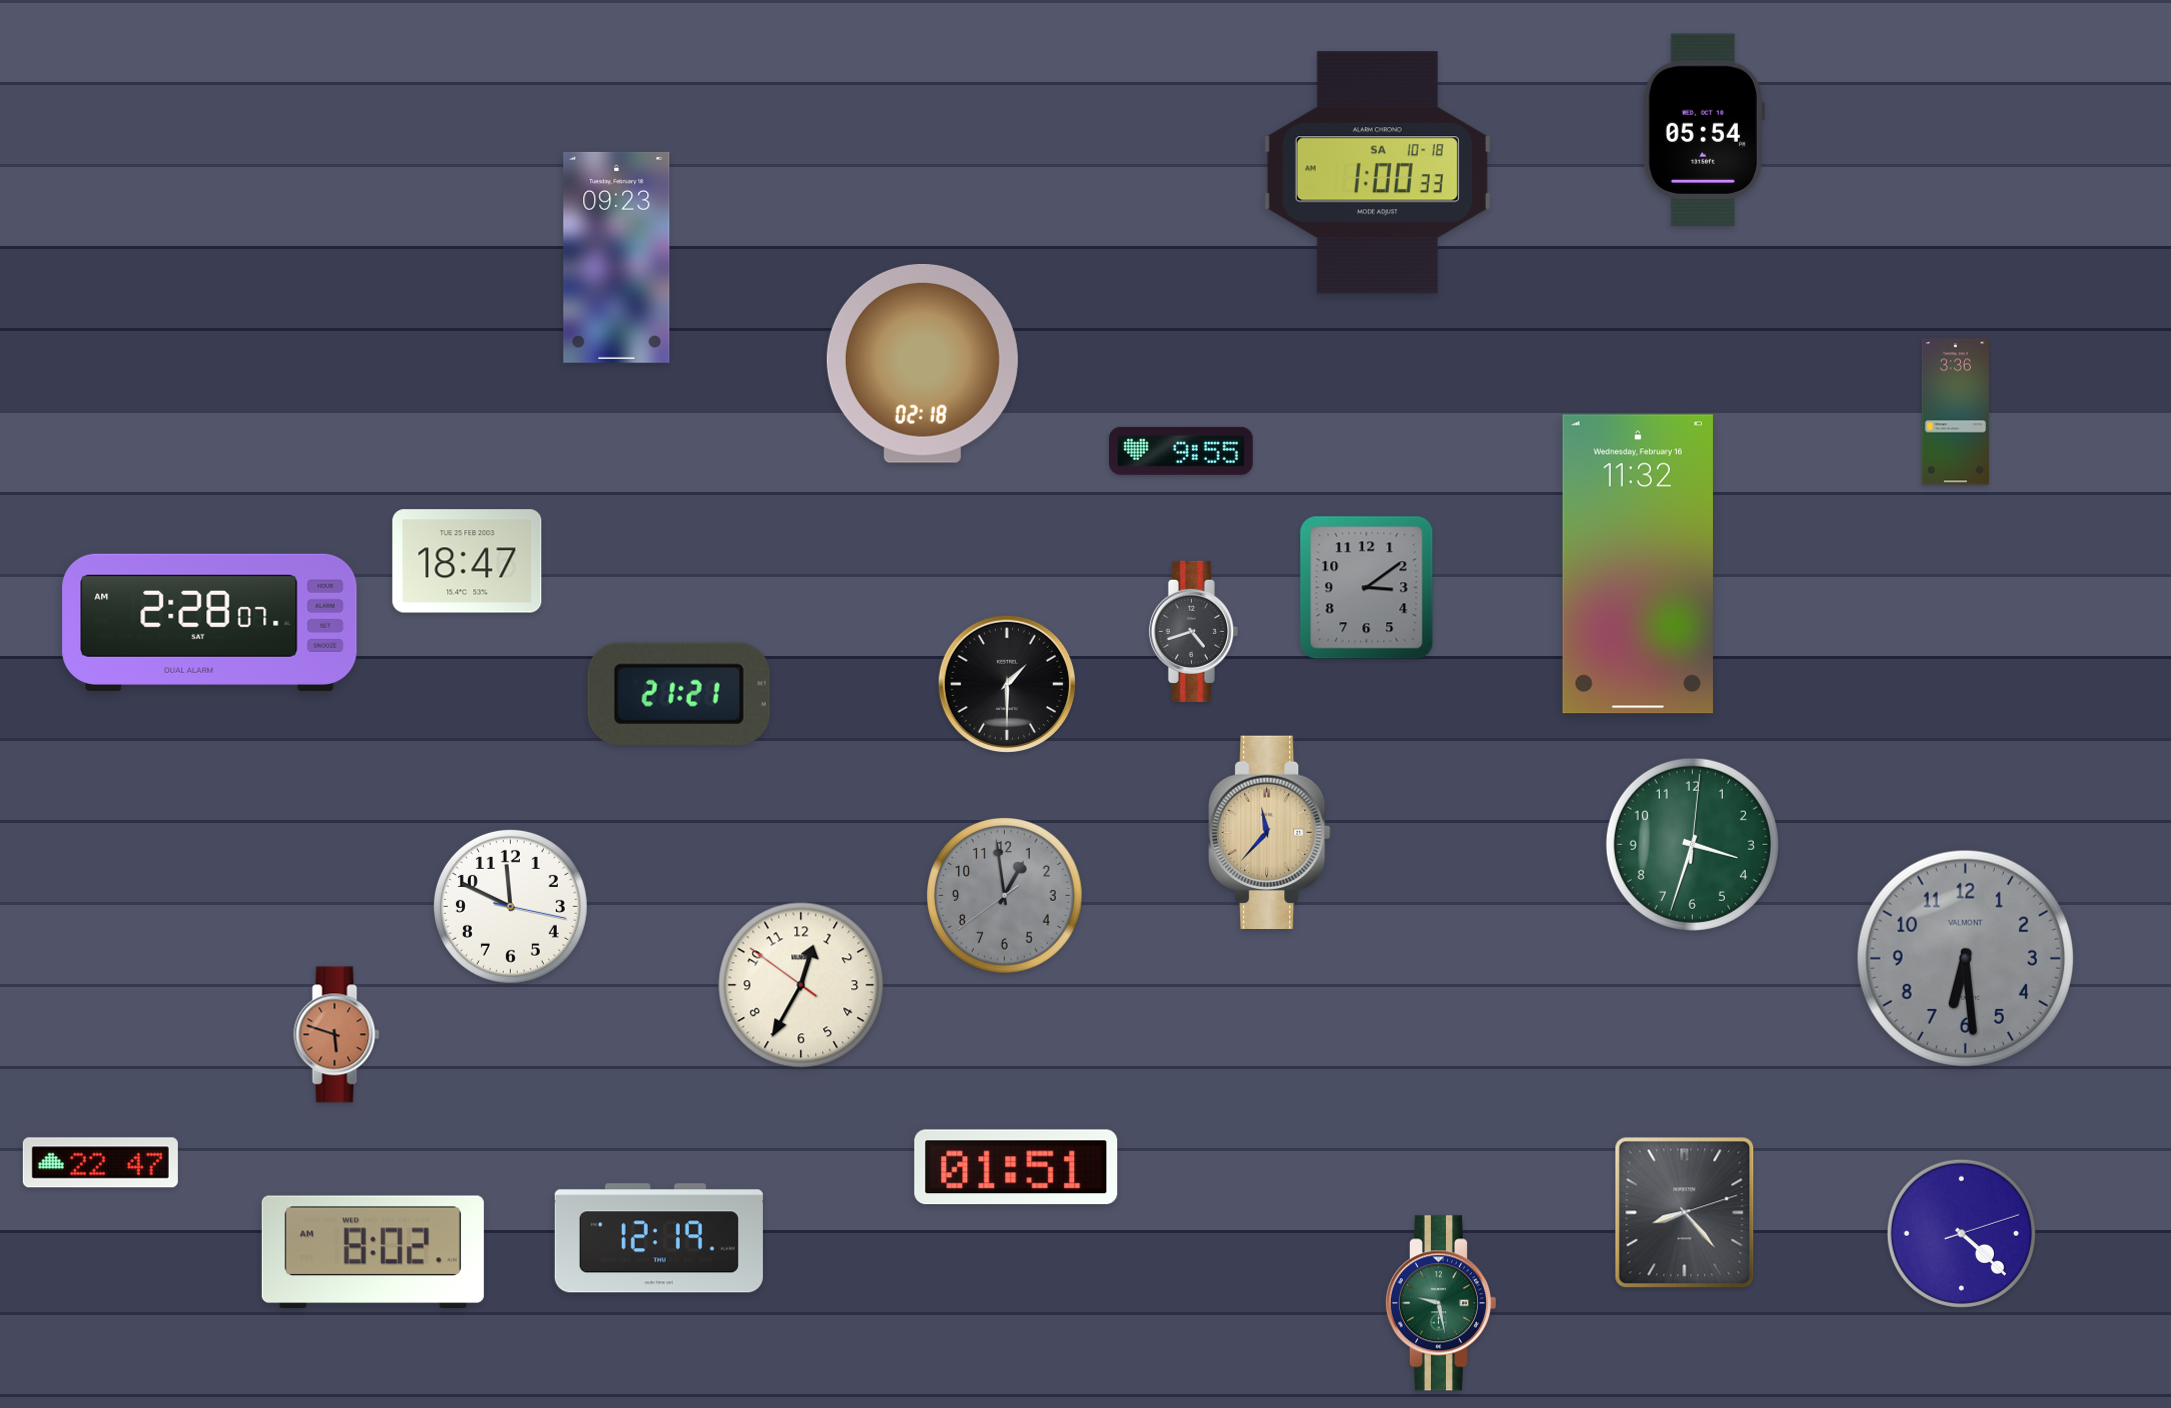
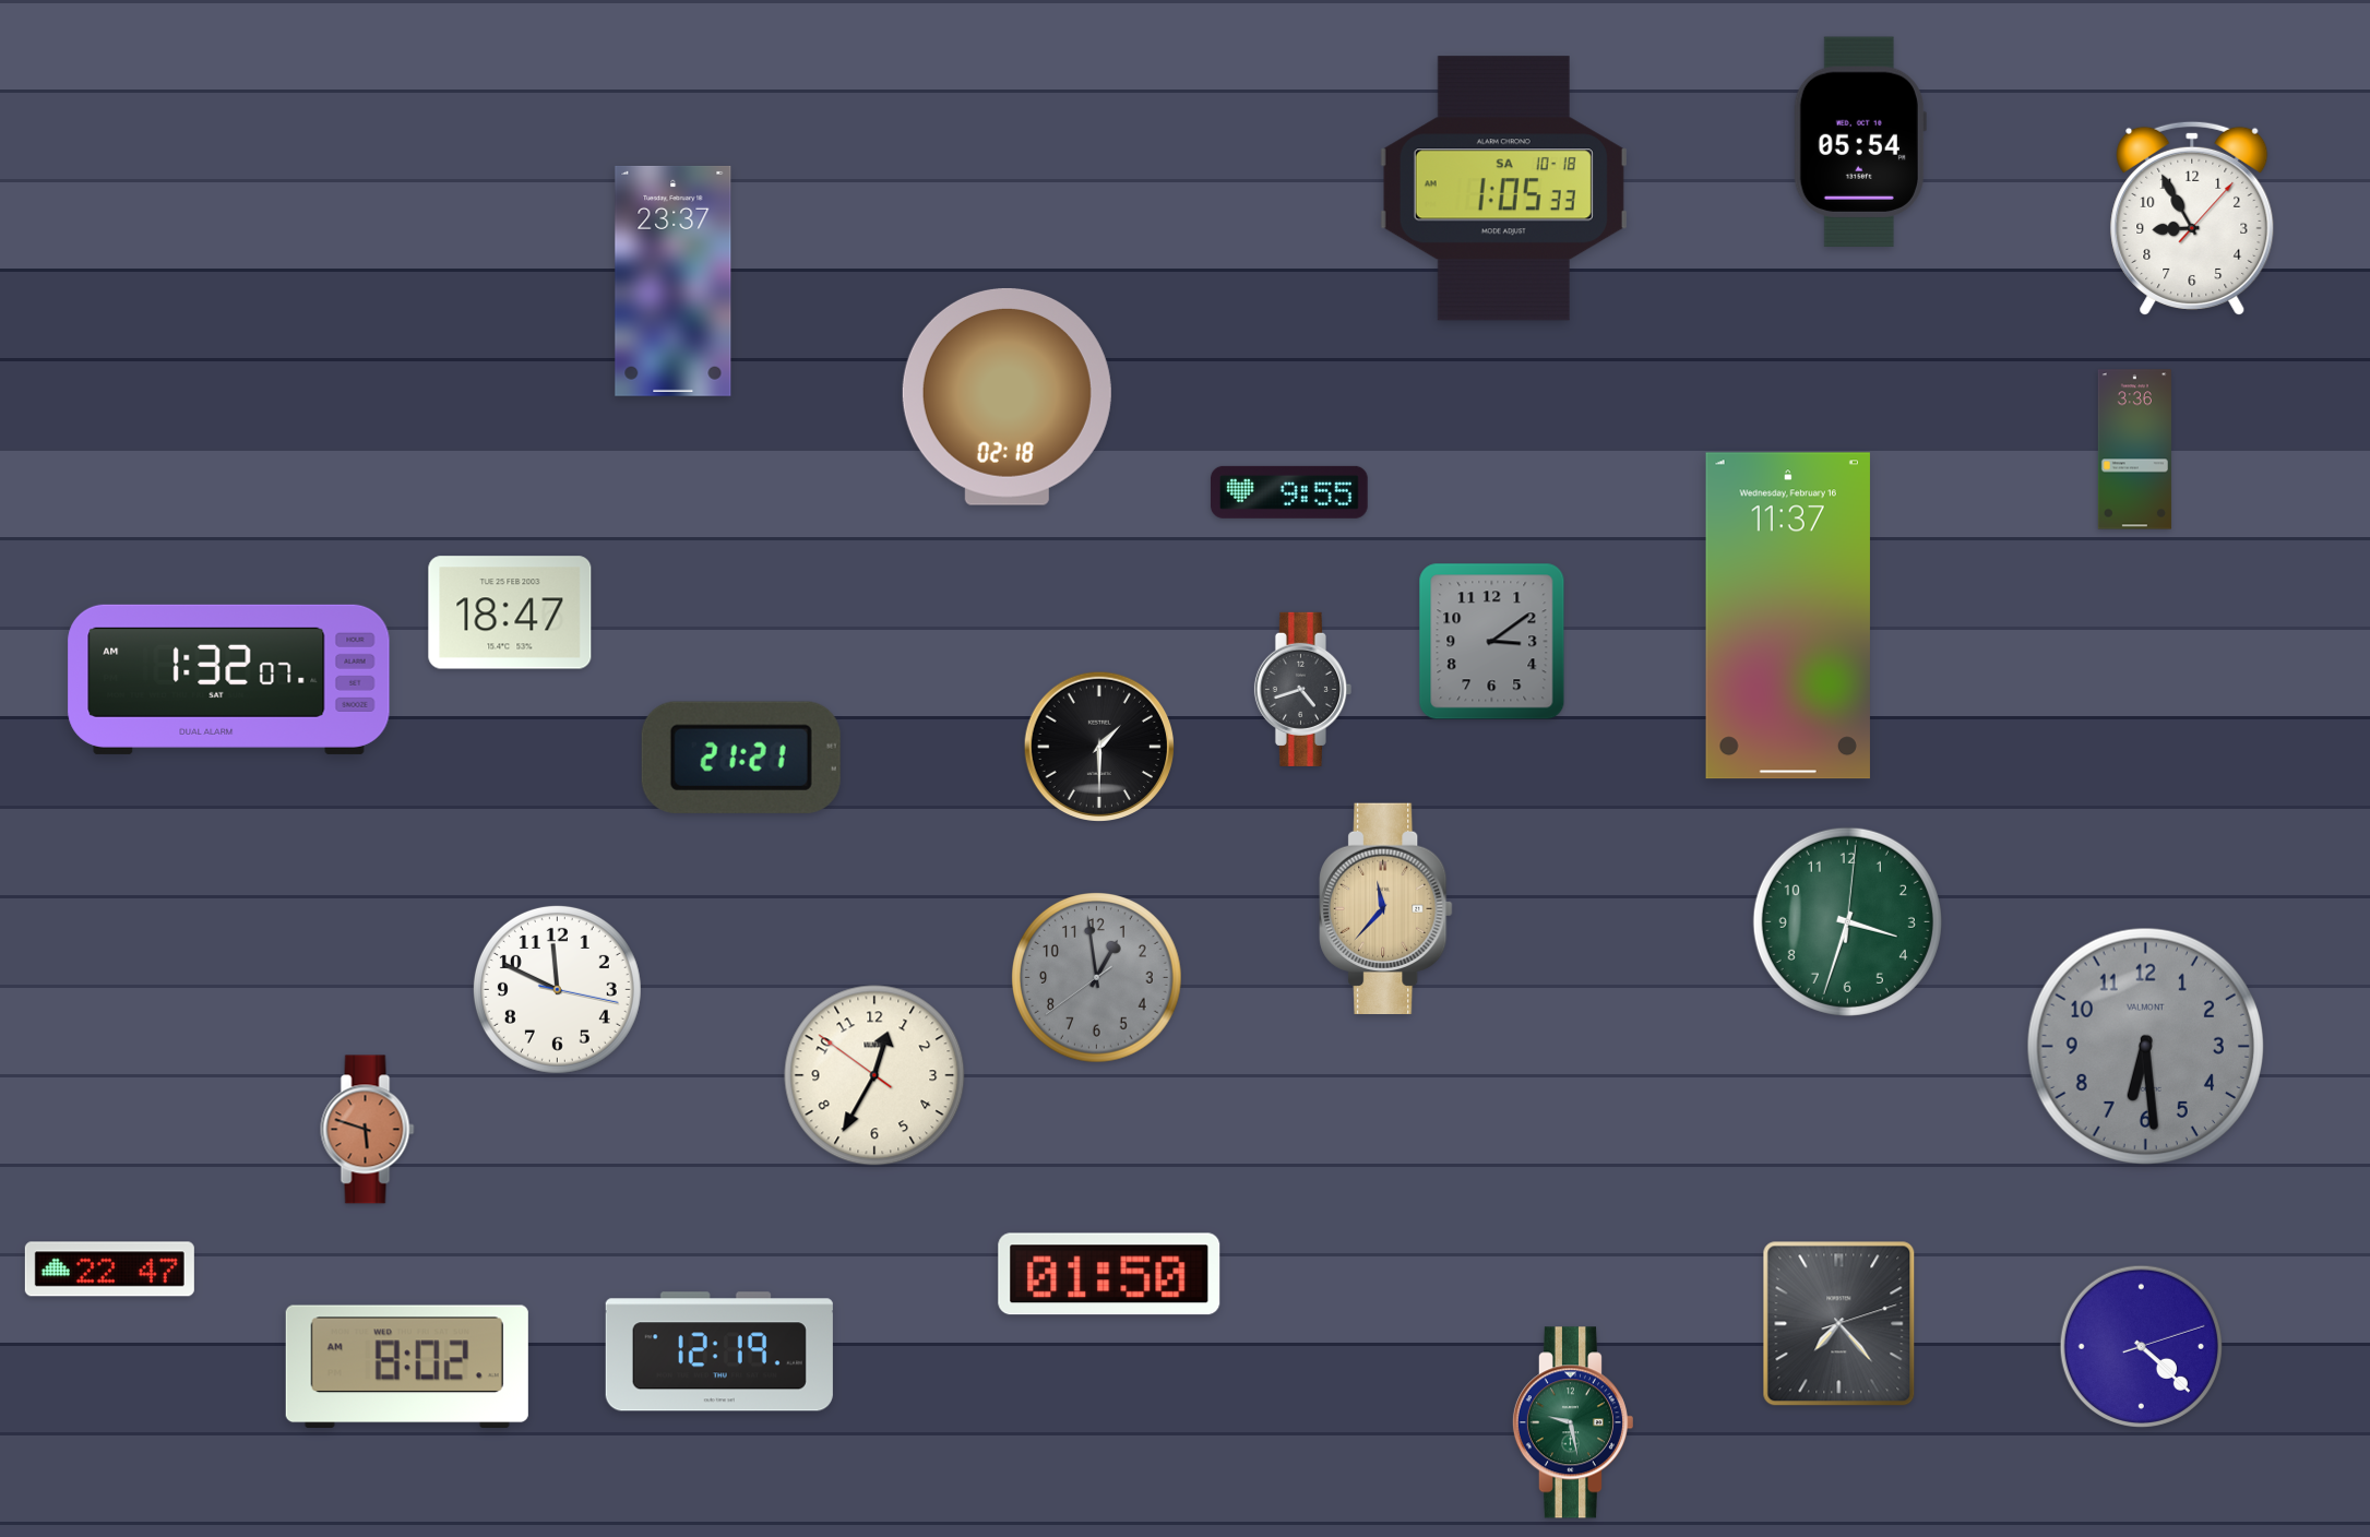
clock at (1377, 173): 1:00 -> 1:05
clock at (2192, 218): none -> 8:55
clock at (617, 257): 09:23 -> 23:37
clock at (1638, 564): 11:32 -> 11:37
clock at (210, 622): 2:28 -> 1:32
clock at (1016, 1167): 01:51 -> 01:50
clock at (1685, 1213): 8:23 -> 7:23
